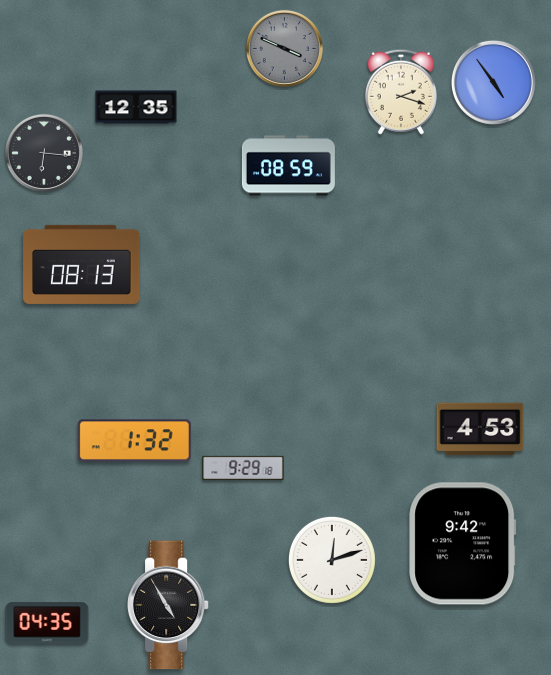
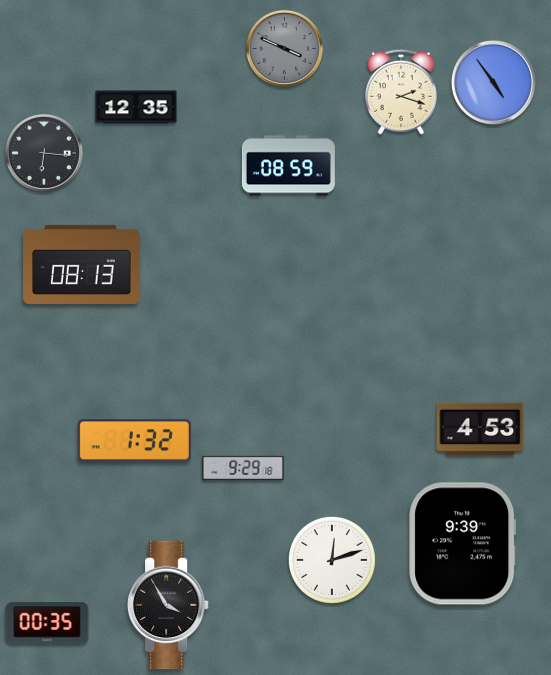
clock at (463, 544): 9:42 -> 9:39
clock at (168, 605): 4:55 -> 3:55
clock at (47, 623): 04:35 -> 00:35
